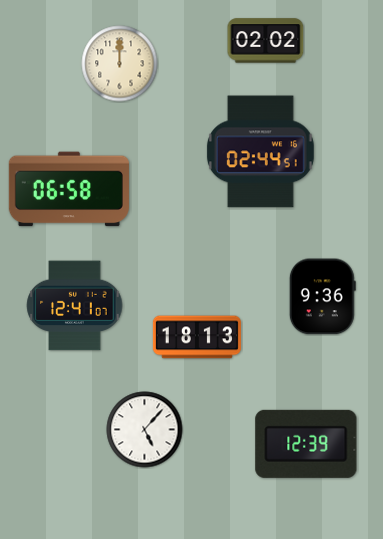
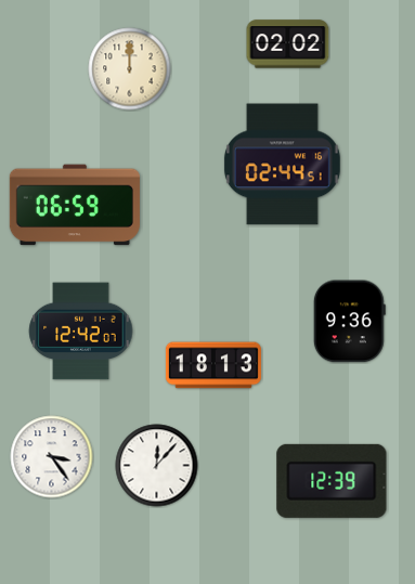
clock at (69, 189): 06:58 -> 06:59
clock at (75, 306): 12:41 -> 12:42
clock at (52, 457): none -> 3:24
clock at (145, 430): 5:07 -> 12:07
